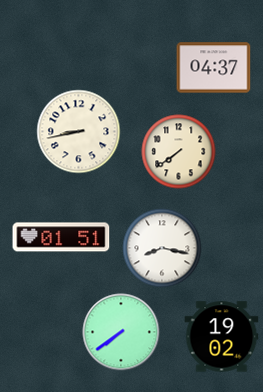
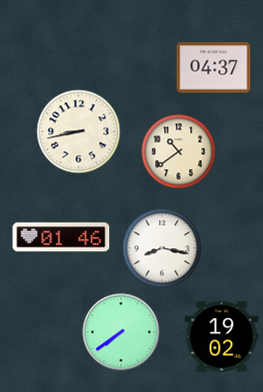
clock at (179, 152): 7:39 -> 10:39
clock at (61, 237): 01:51 -> 01:46
